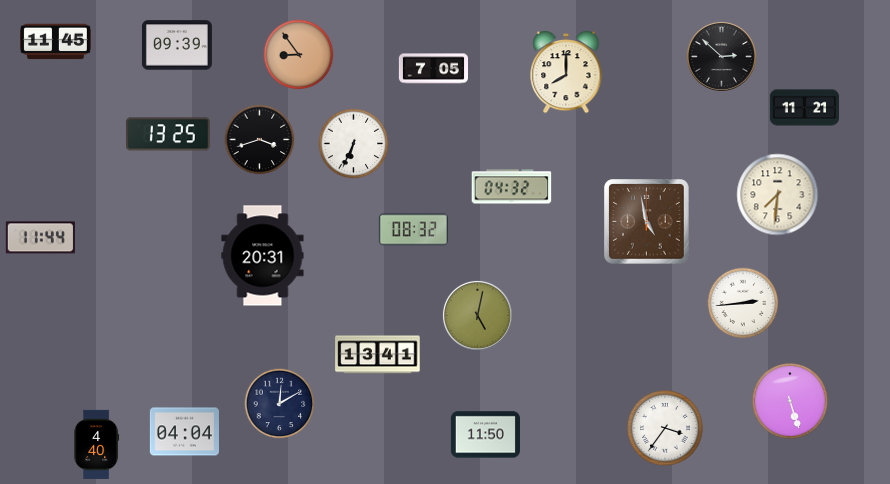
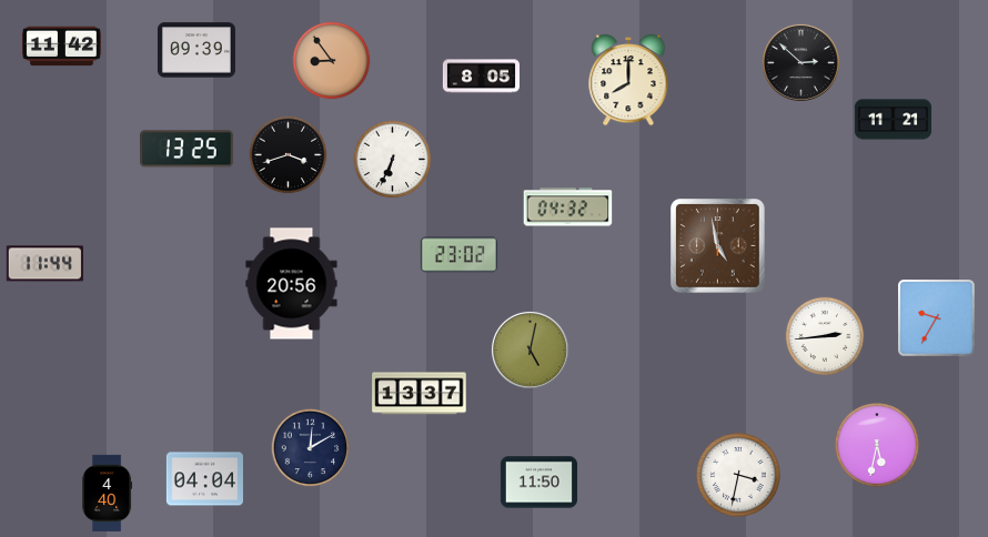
clock at (56, 42): 11:45 -> 11:42
clock at (433, 69): 7:05 -> 8:05
clock at (778, 195): 7:31 -> none
clock at (413, 230): 08:32 -> 23:02
clock at (263, 256): 20:31 -> 20:56
clock at (937, 318): none -> 9:35
clock at (378, 355): 13:41 -> 13:37
clock at (791, 402): 5:27 -> 5:32
clock at (666, 429): 3:36 -> 3:32
